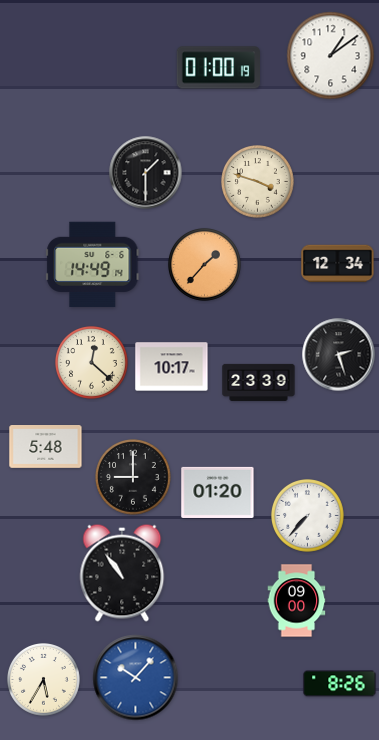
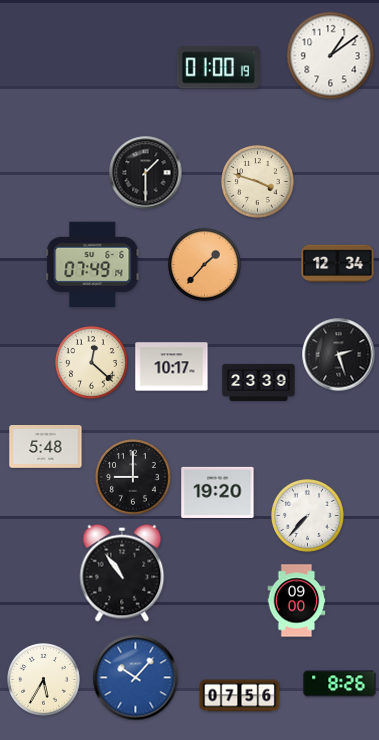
clock at (93, 264): 14:49 -> 07:49
clock at (218, 492): 01:20 -> 19:20
clock at (240, 696): none -> 07:56
